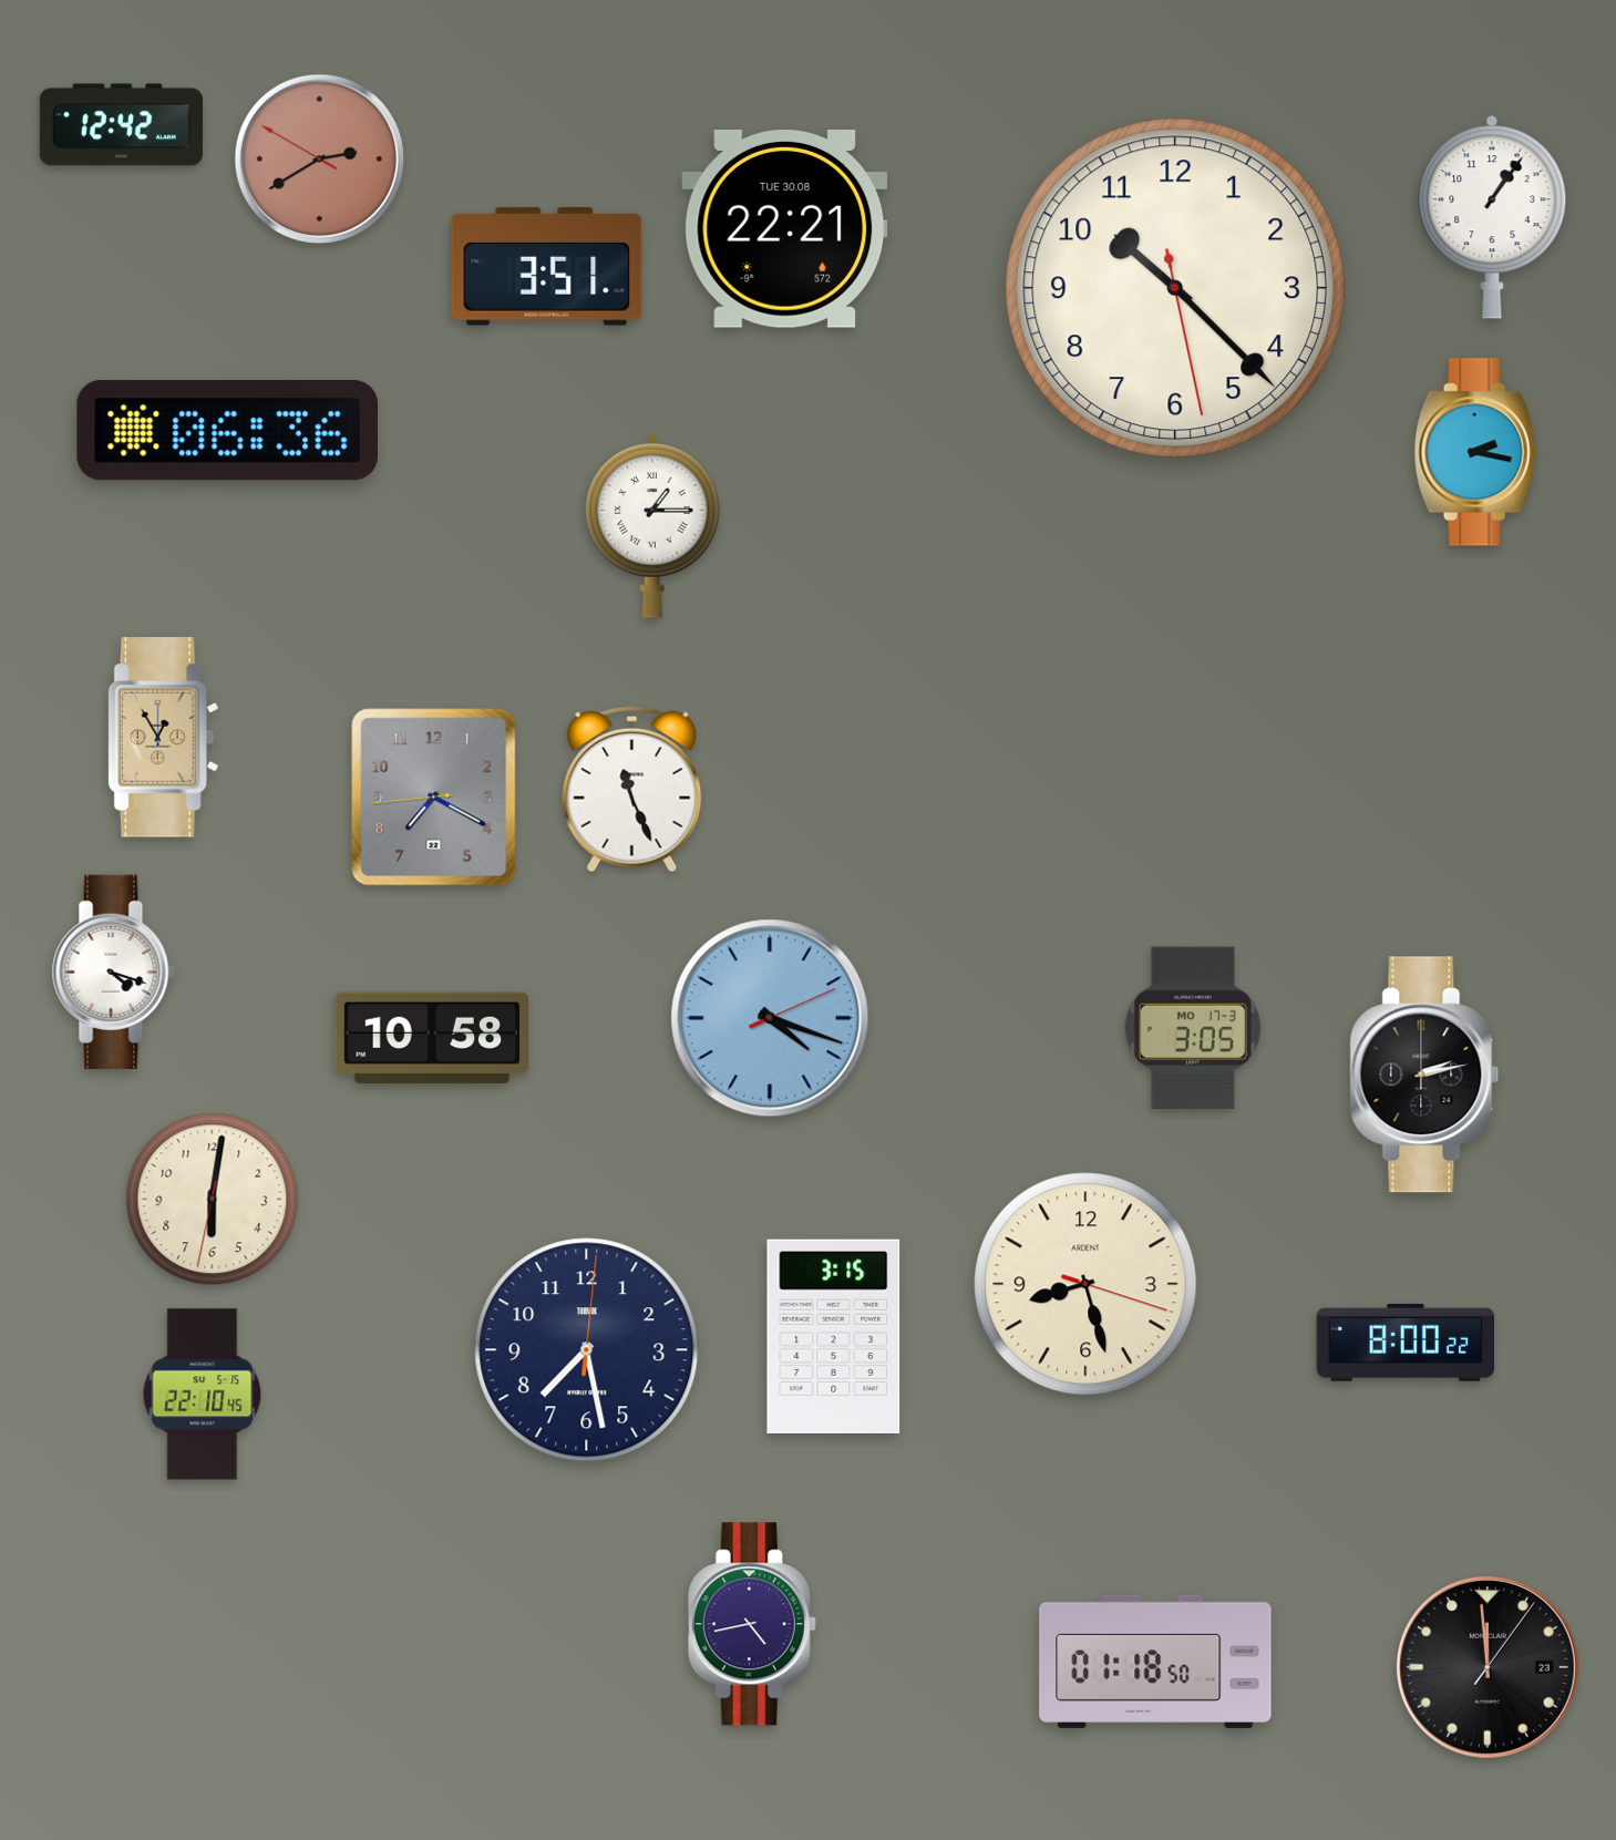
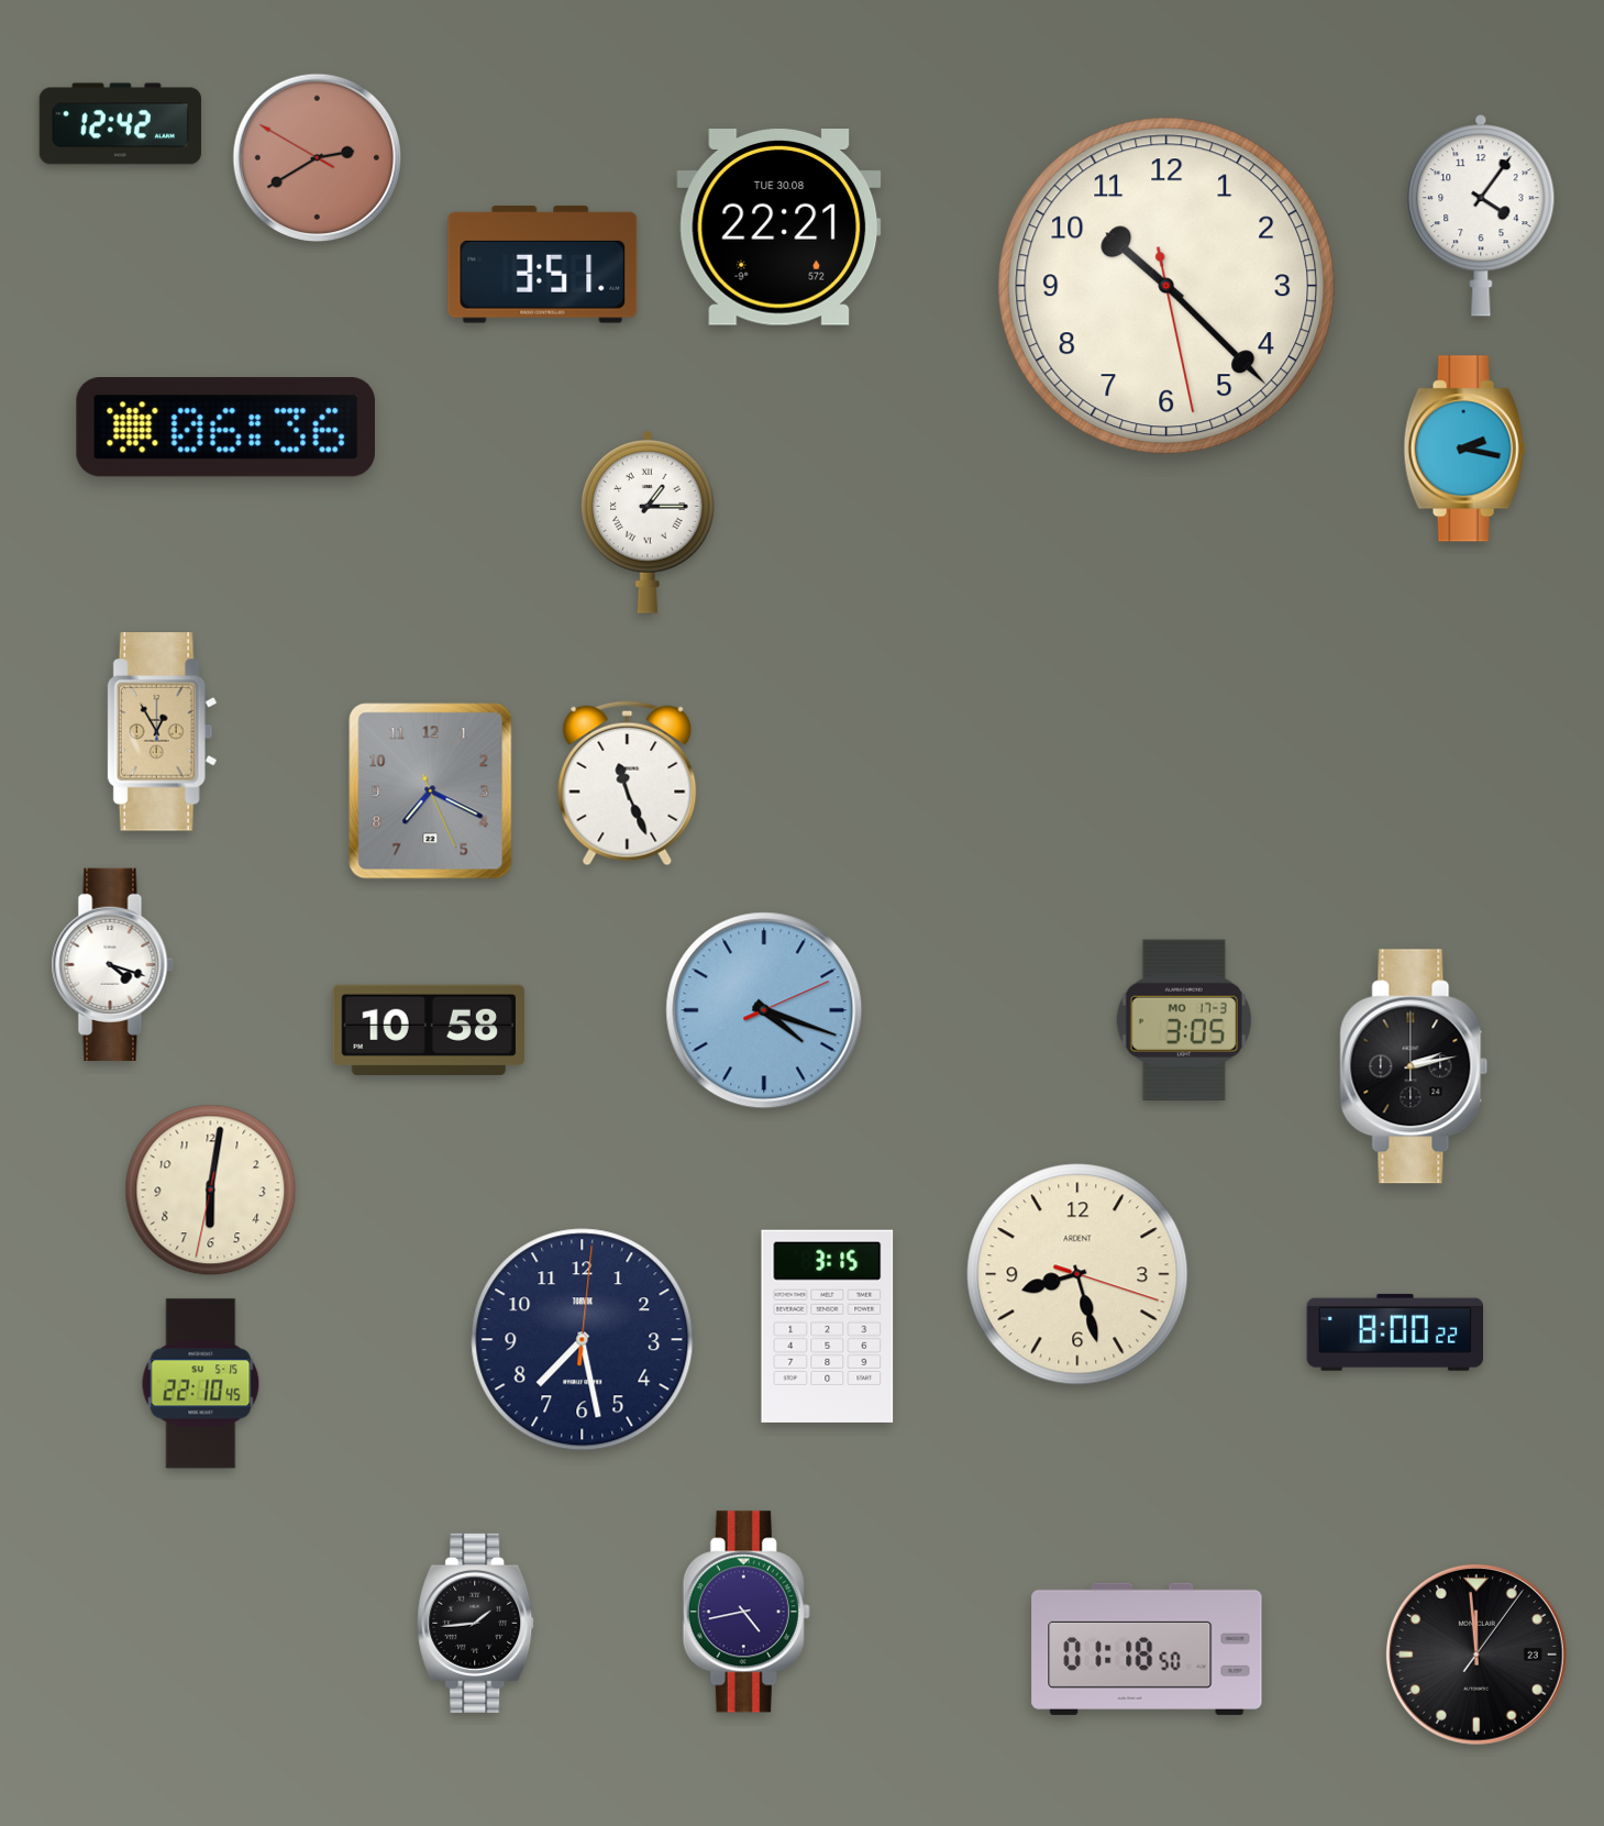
clock at (1492, 217): 1:06 -> 4:06
clock at (434, 798): 7:19:44 -> 7:19:26
clock at (476, 1623): none -> 1:44
